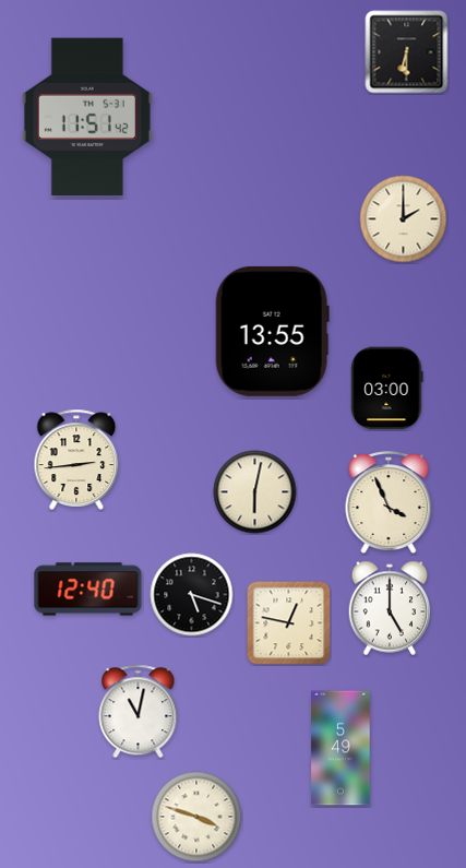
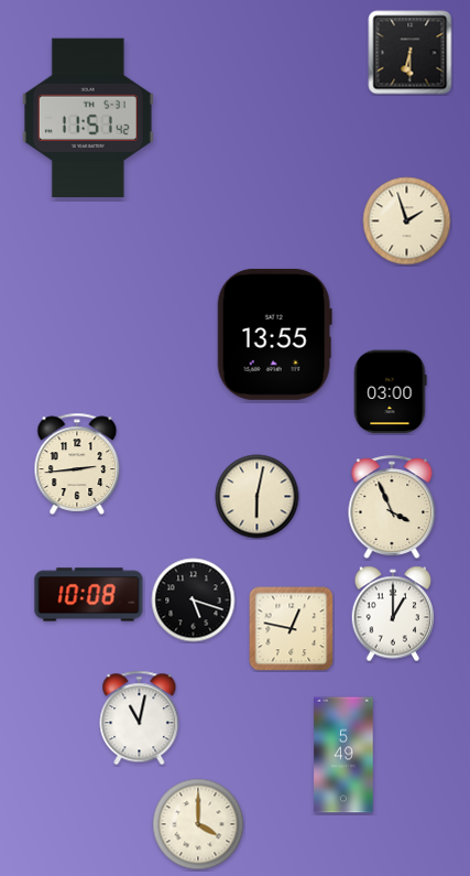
clock at (404, 219): 2:00 -> 1:57
clock at (88, 590): 12:40 -> 10:08
clock at (390, 608): 5:00 -> 1:00
clock at (196, 817): 3:48 -> 4:00
